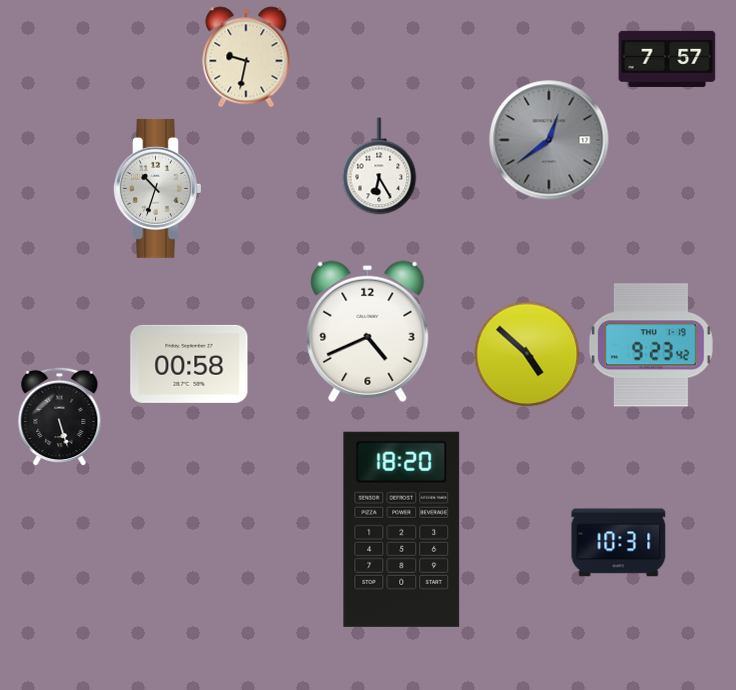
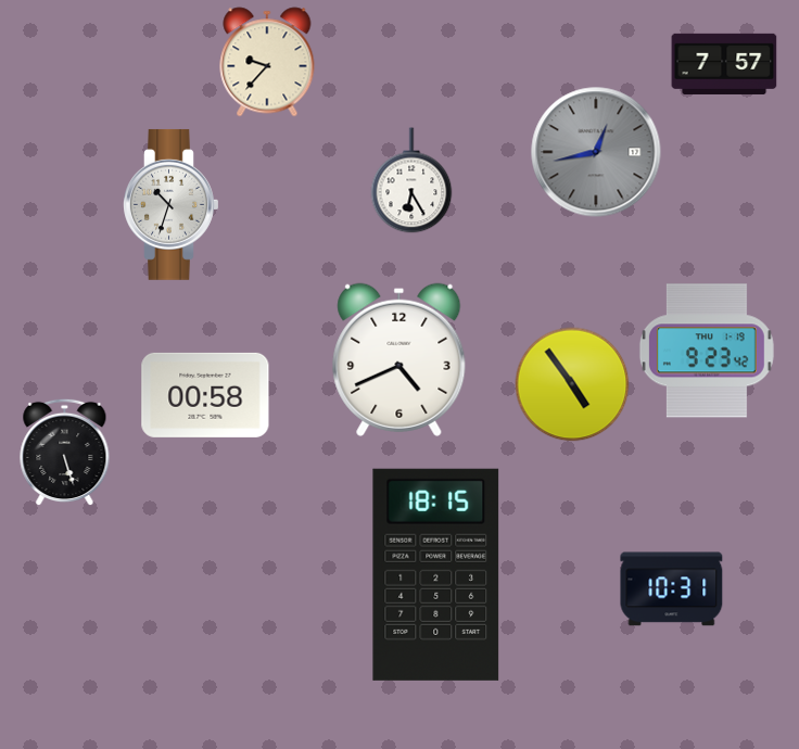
clock at (246, 57): 9:32 -> 9:37
clock at (549, 140): 12:39 -> 12:43
clock at (651, 345) position: (651, 345) -> (707, 351)
clock at (527, 354): 4:52 -> 4:54
clock at (402, 529): 18:20 -> 18:15
